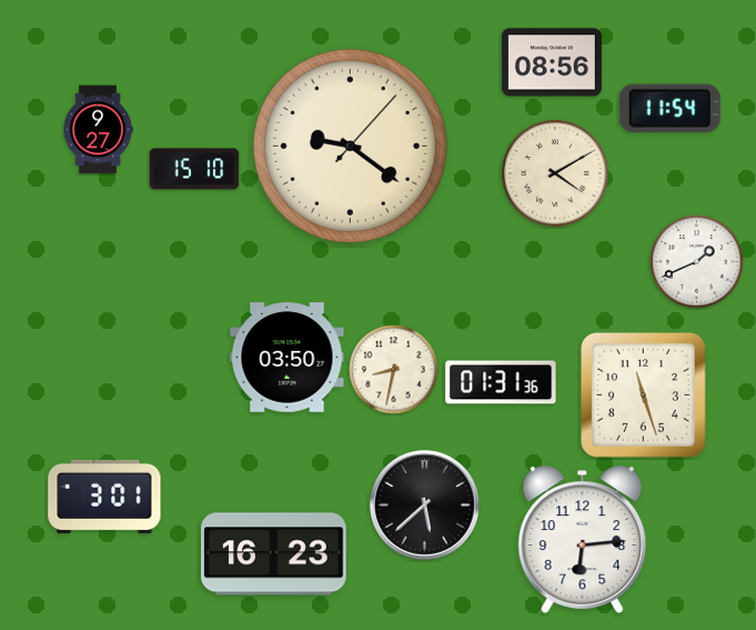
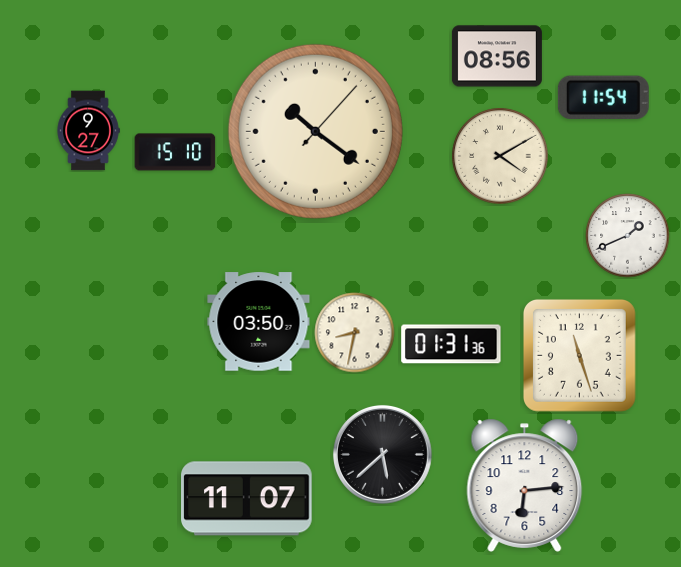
clock at (98, 130) position: (98, 130) -> (88, 131)
clock at (350, 146): 9:21 -> 10:21
clock at (104, 497): 3:01 -> none
clock at (274, 554): 16:23 -> 11:07
